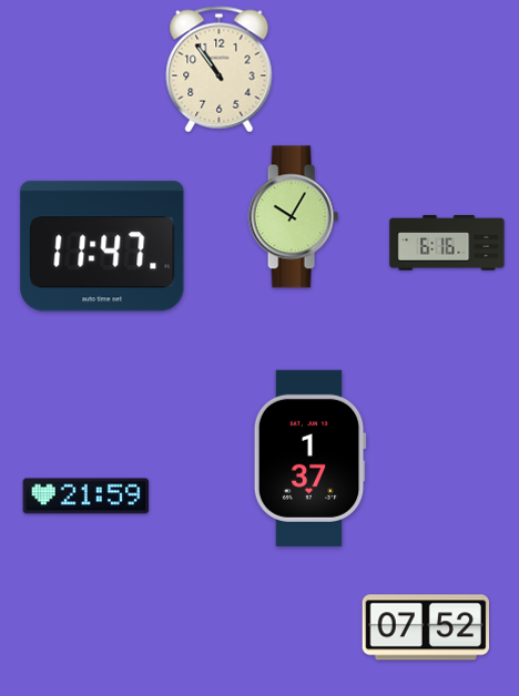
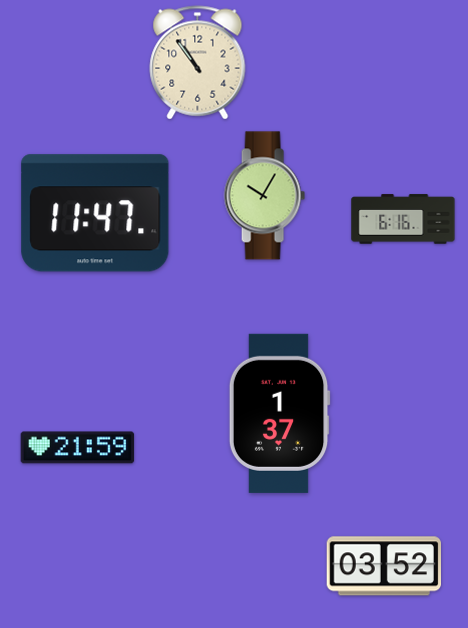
clock at (102, 246) position: (102, 246) -> (95, 213)
clock at (425, 627): 07:52 -> 03:52
